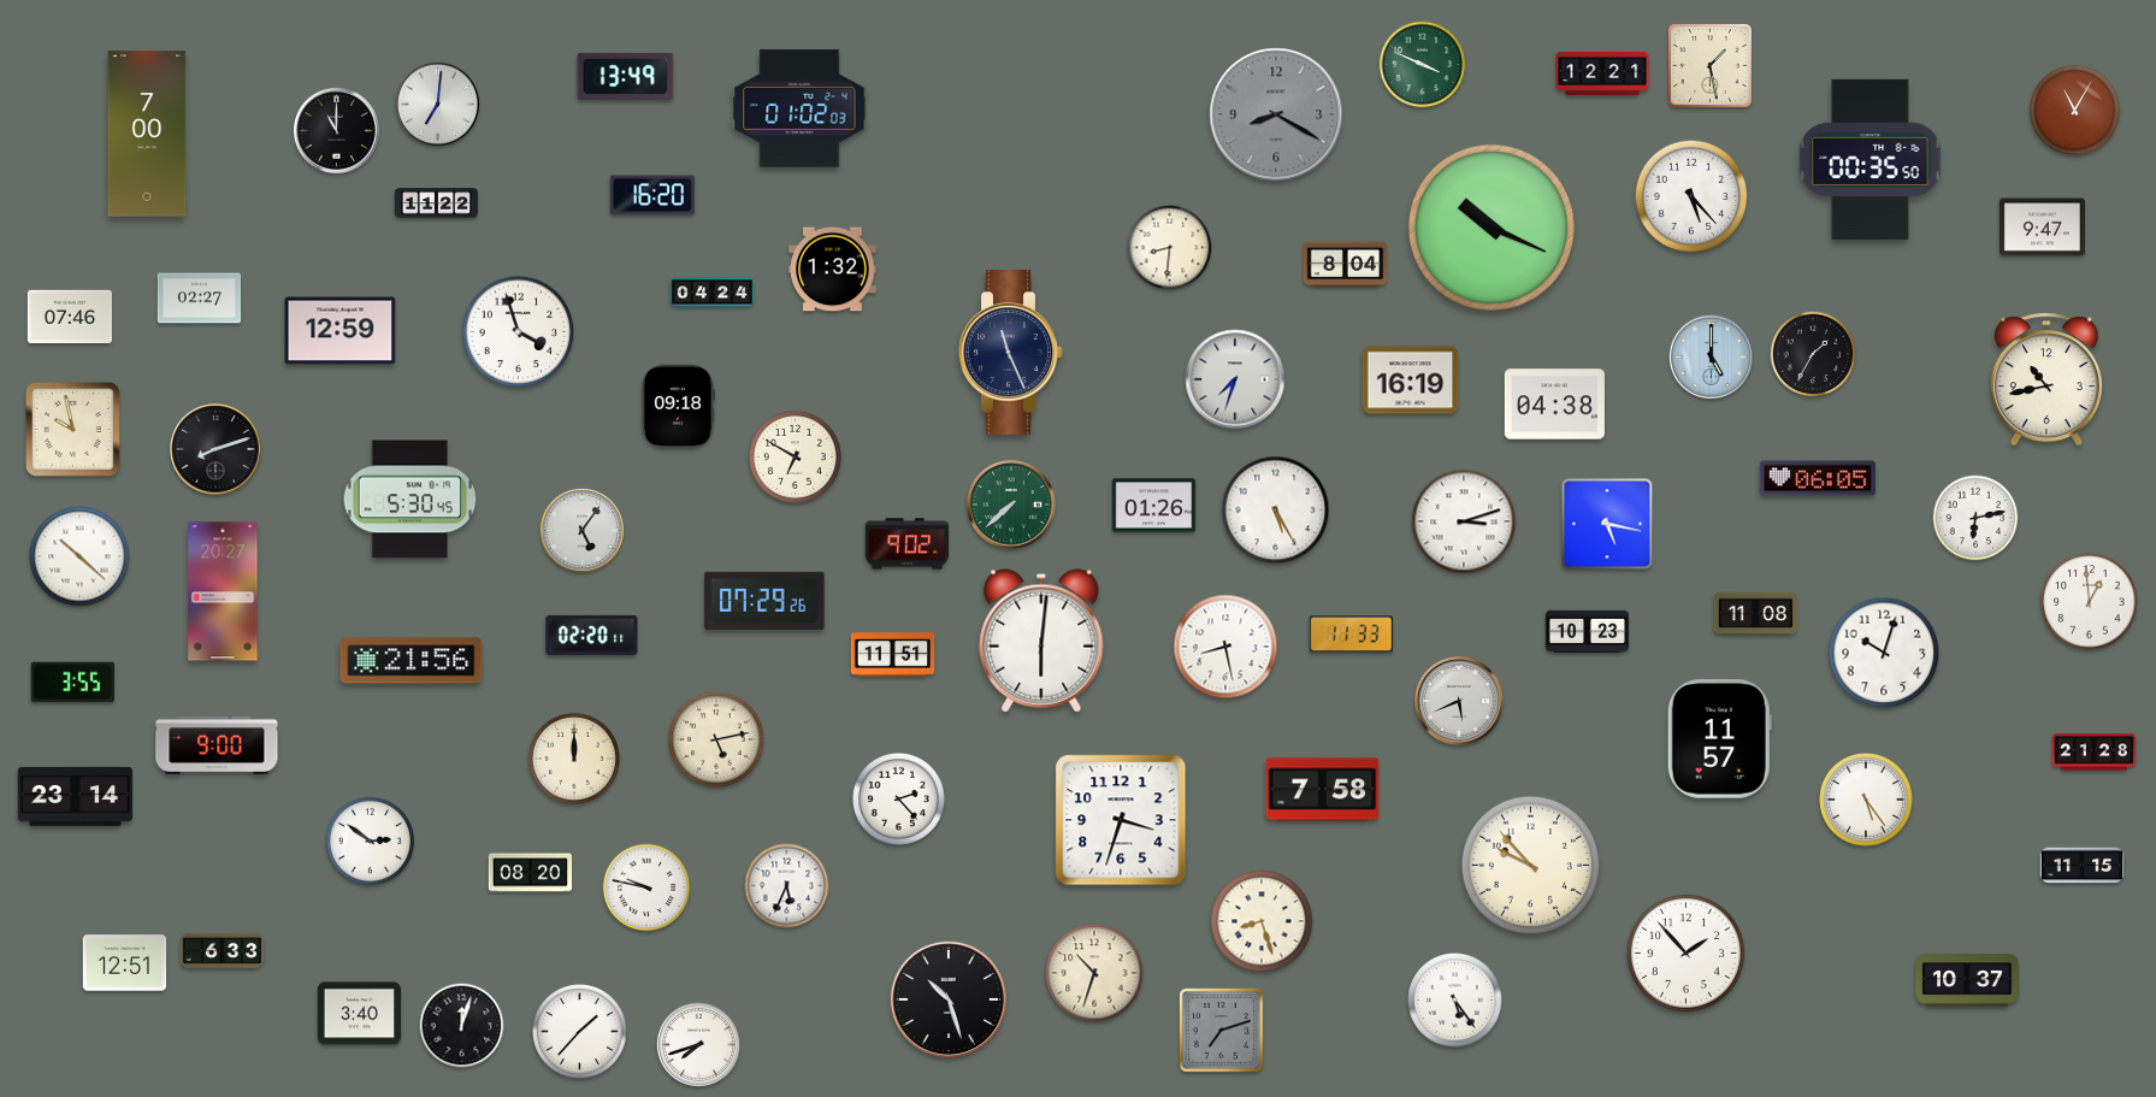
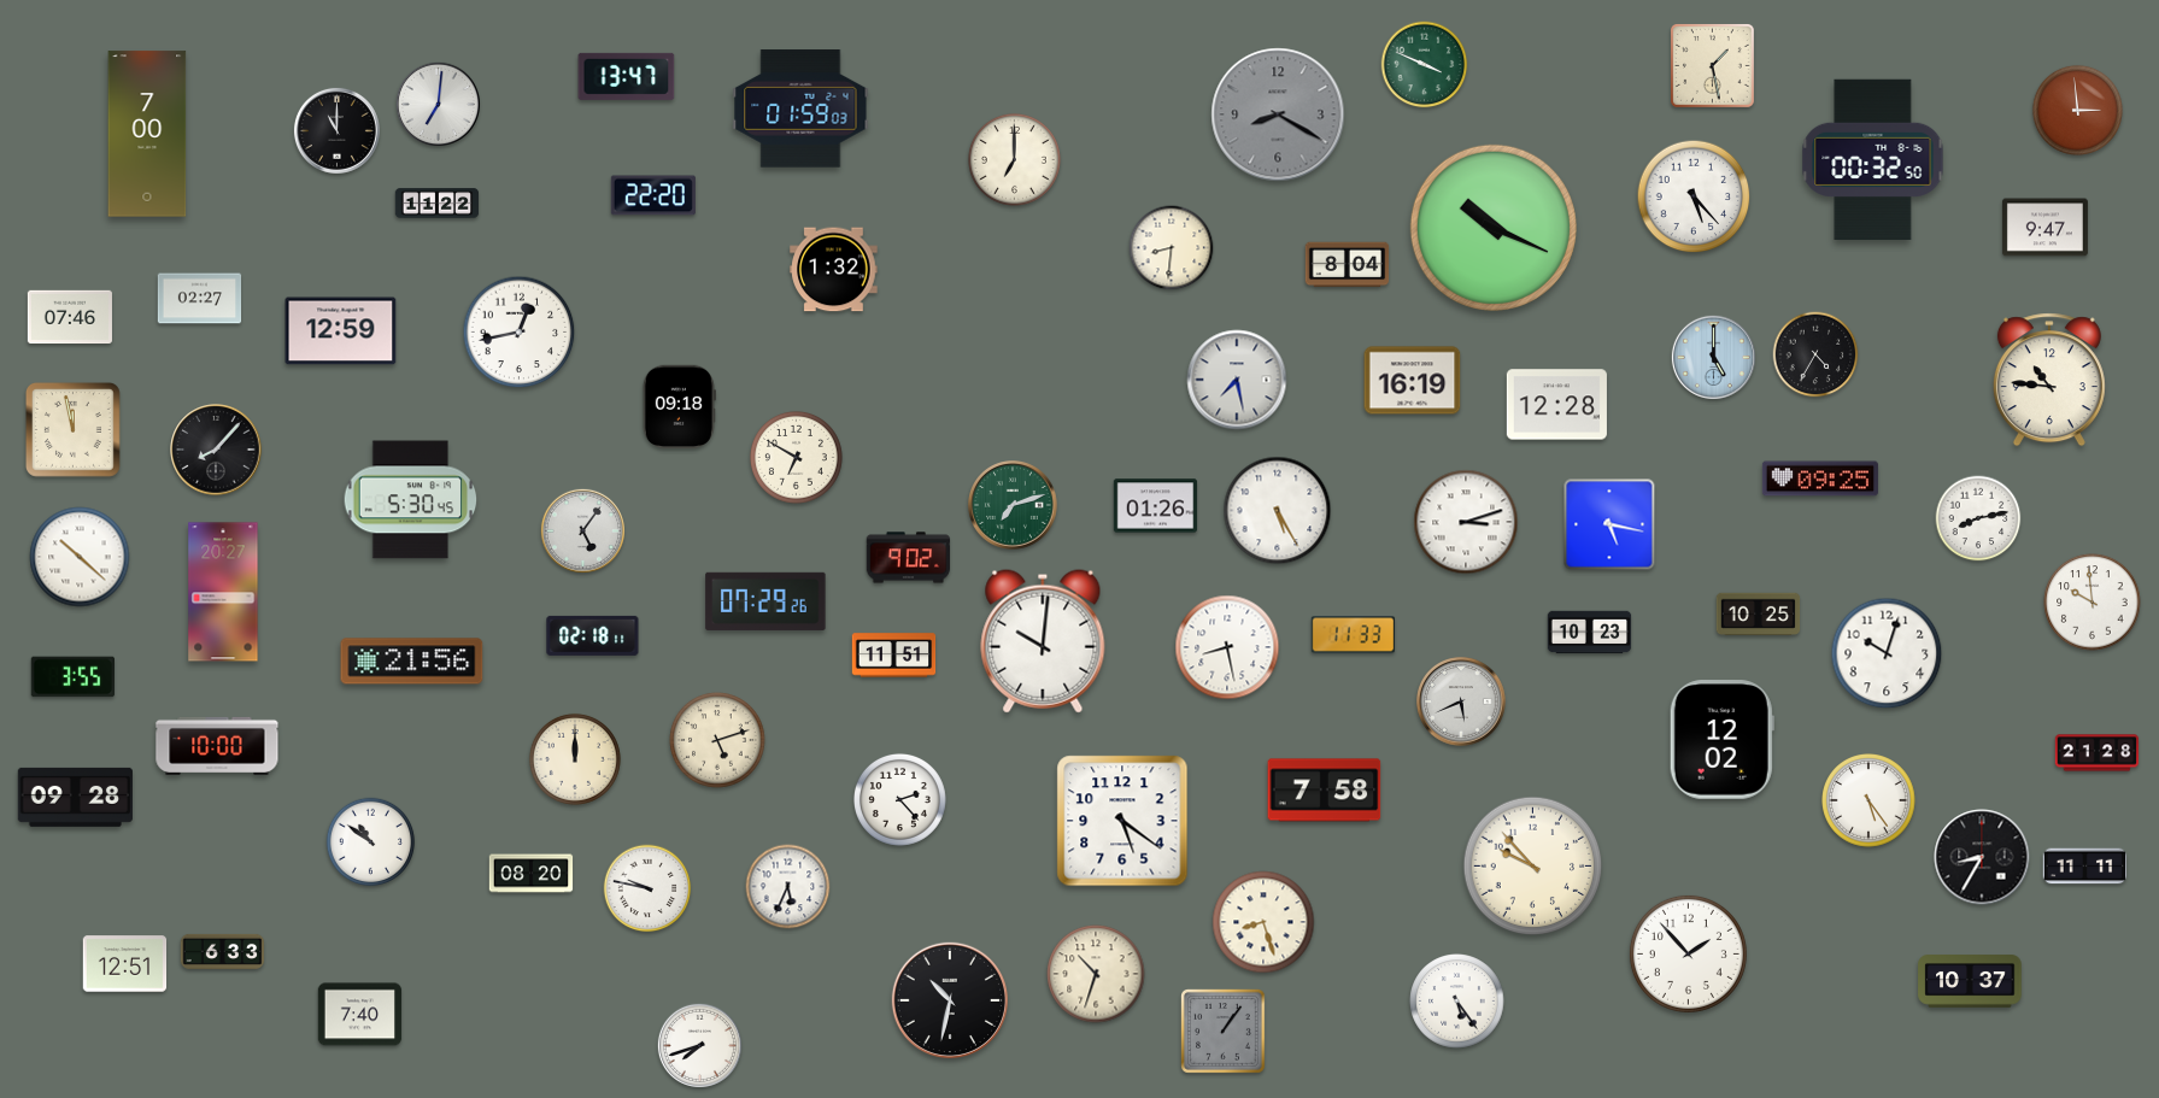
clock at (1602, 73): 12:21 -> none
clock at (626, 76): 13:49 -> 13:47
clock at (799, 108): 01:02 -> 01:59
clock at (2074, 110): 11:05 -> 2:59
clock at (1014, 159): none -> 7:00
clock at (1871, 159): 00:35 -> 00:32
clock at (652, 195): 16:20 -> 22:20
clock at (713, 293): 04:24 -> none
clock at (519, 332): 3:57 -> 12:43
clock at (1011, 353): 11:26 -> none
clock at (1813, 354): 1:35 -> 4:35
clock at (1235, 379): 7:33 -> 7:28
clock at (2046, 379): 10:43 -> 10:46
clock at (1554, 405): 04:38 -> 12:28
clock at (73, 430): 9:58 -> 11:58
clock at (215, 449): 8:12 -> 8:07
clock at (1818, 478): 06:05 -> 09:25
clock at (1011, 505): 7:38 -> 7:12
clock at (1975, 518): 6:13 -> 8:13
clock at (908, 544) position: (908, 544) -> (909, 558)
clock at (2090, 602): 12:59 -> 9:59
clock at (1756, 614): 11:08 -> 10:25
clock at (592, 635): 02:20 -> 02:18
clock at (1041, 641): 6:01 -> 10:01
clock at (72, 683) position: (72, 683) -> (72, 677)
clock at (716, 739): 5:13 -> 5:12
clock at (1719, 739): 11:57 -> 12:02
clock at (217, 745): 9:00 -> 10:00
clock at (75, 796): 23:14 -> 09:28
clock at (1121, 820): 3:33 -> 5:21
clock at (371, 842): 2:51 -> 10:51
clock at (1982, 857): none -> 8:35
clock at (2083, 866): 11:15 -> 11:11
clock at (947, 998): 10:27 -> 10:32
clock at (360, 1014): 3:40 -> 7:40
clock at (462, 1026): 12:03 -> none
clock at (1222, 1031): 7:12 -> 1:06
clock at (580, 1032): 1:37 -> none
